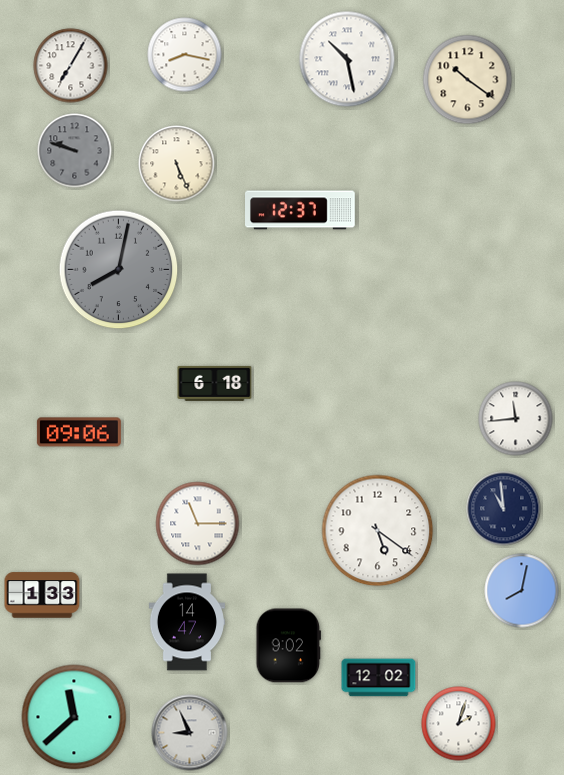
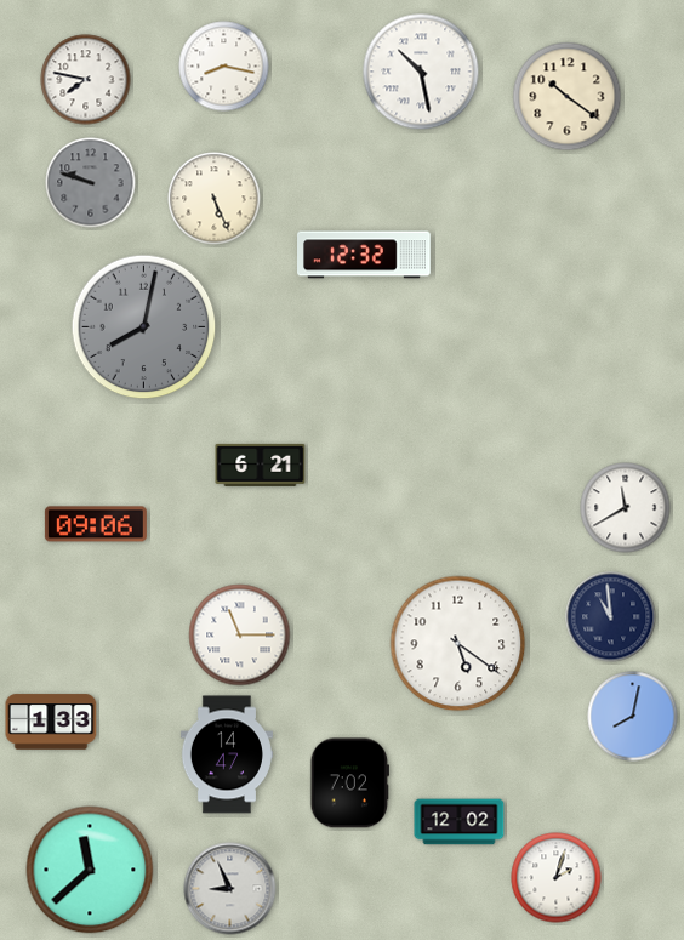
clock at (71, 66): 7:05 -> 7:47
clock at (301, 210): 12:37 -> 12:32
clock at (215, 383): 6:18 -> 6:21
clock at (516, 419): 11:44 -> 11:40
clock at (288, 646): 9:02 -> 7:02
